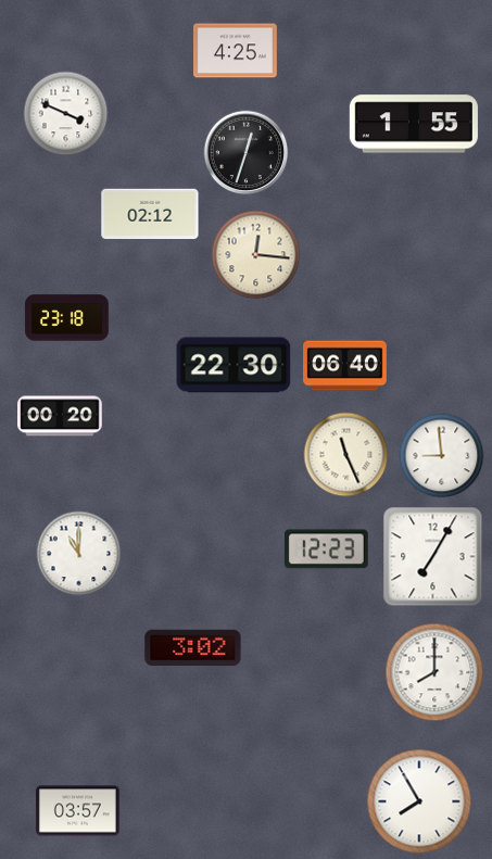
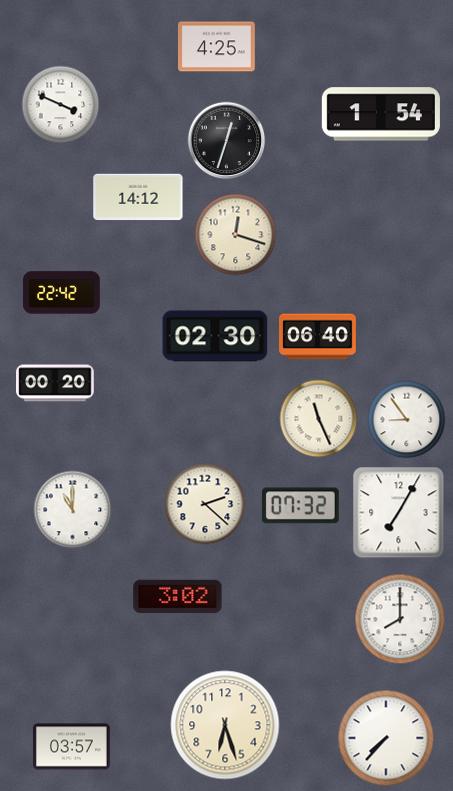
clock at (414, 124): 1:55 -> 1:54
clock at (150, 214): 02:12 -> 14:12
clock at (255, 254): 12:16 -> 12:18
clock at (67, 318): 23:18 -> 22:42
clock at (234, 365): 22:30 -> 02:30
clock at (441, 455): 8:59 -> 8:54
clock at (205, 504): none -> 2:22
clock at (326, 549): 12:23 -> 07:32
clock at (225, 725): none -> 6:27
clock at (419, 801): 7:55 -> 7:37
